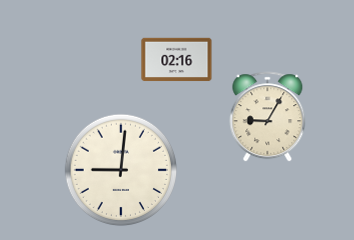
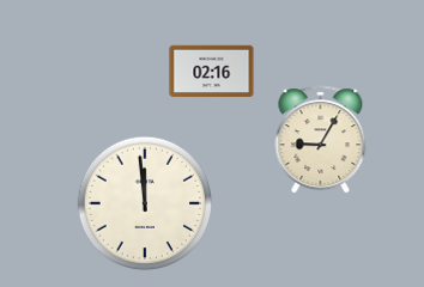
clock at (121, 170): 9:01 -> 11:59
